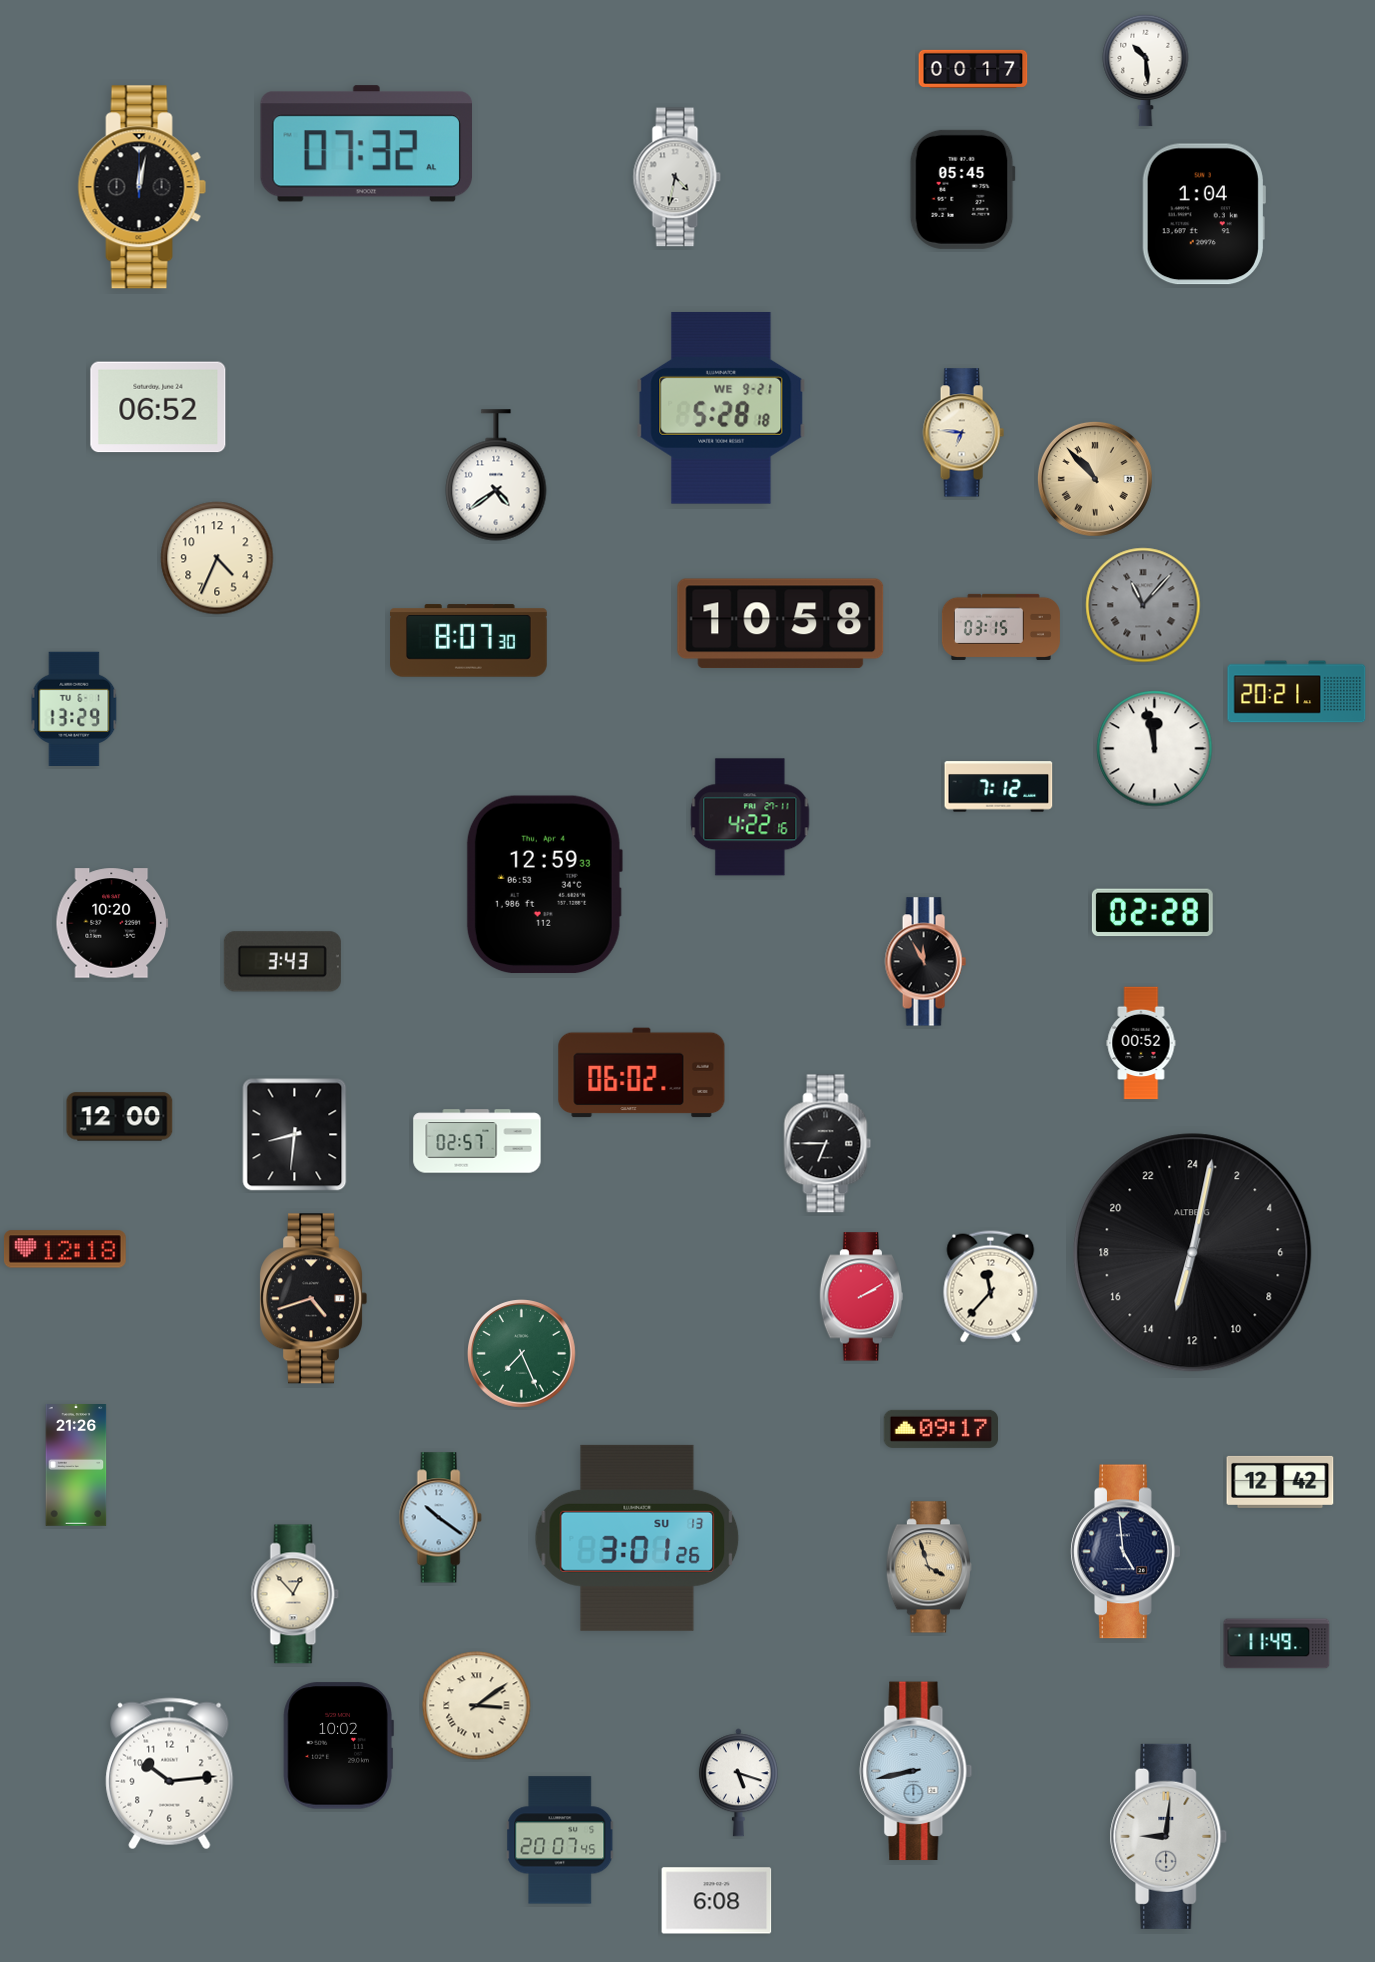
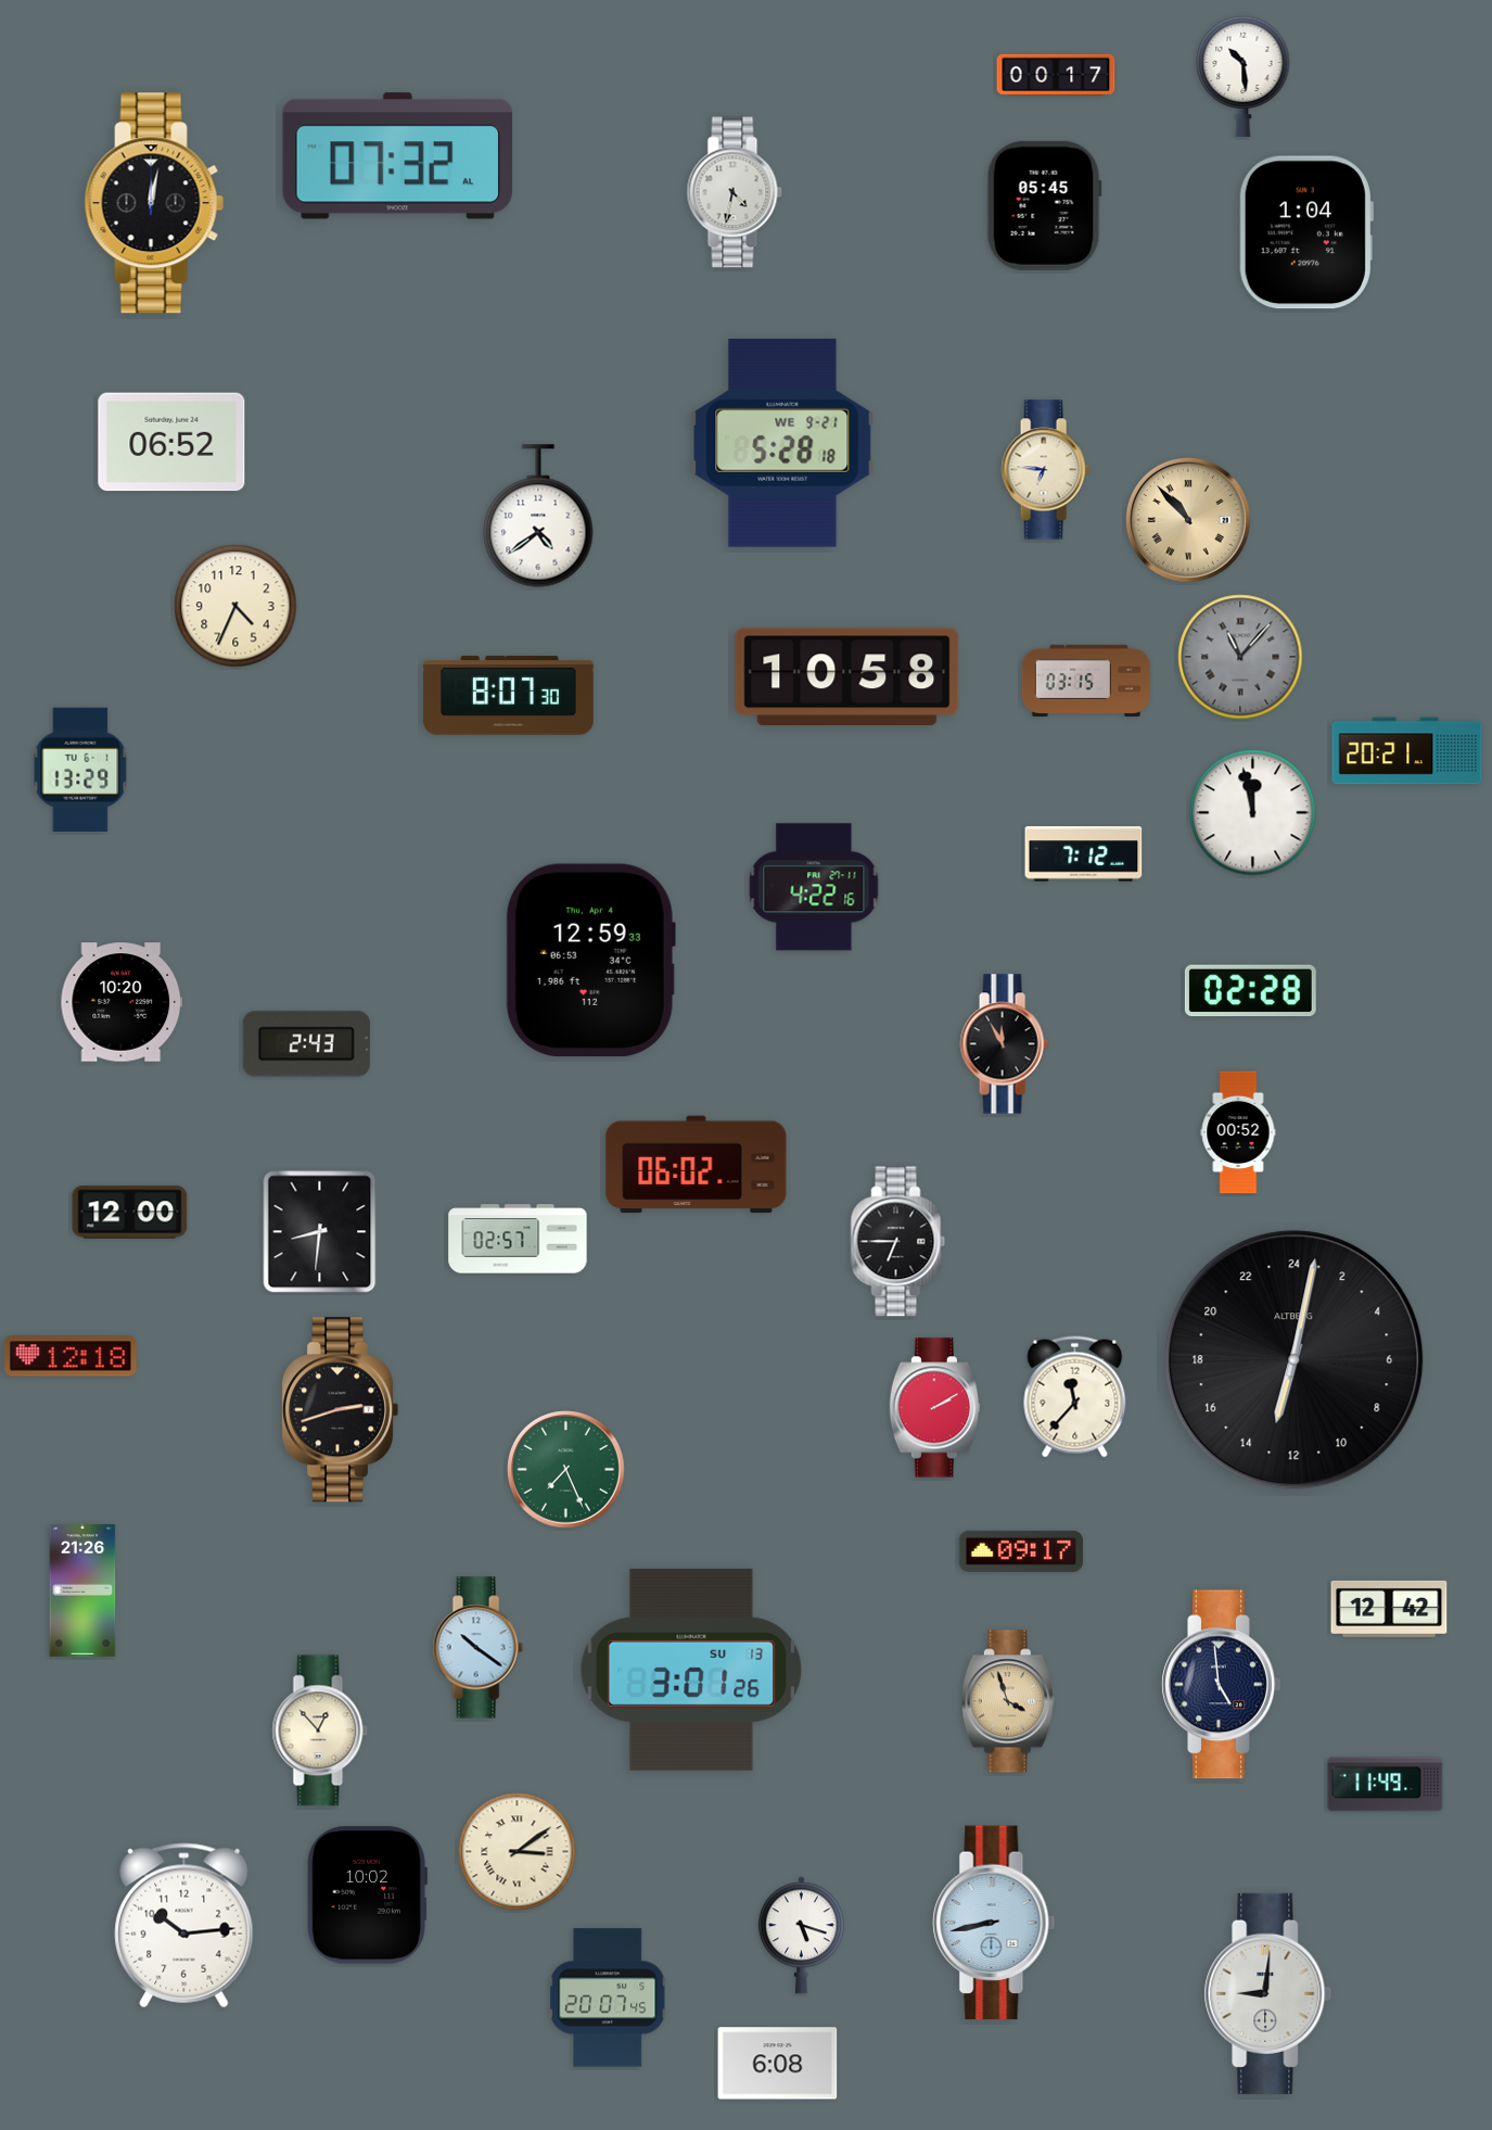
clock at (282, 962): 3:43 -> 2:43
clock at (313, 1299): 4:42 -> 2:42
